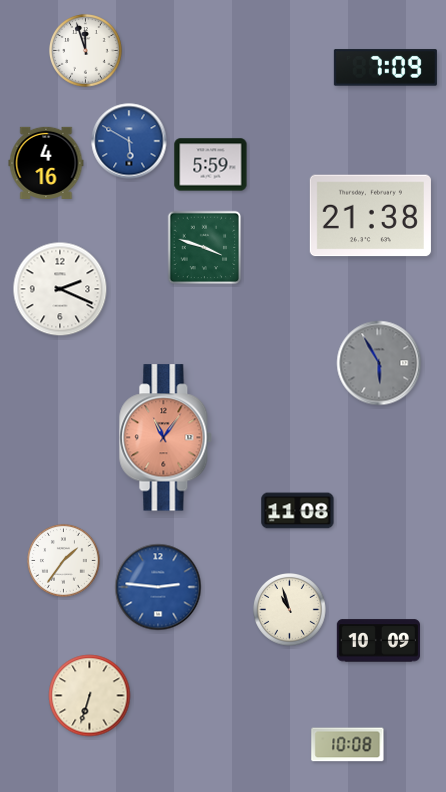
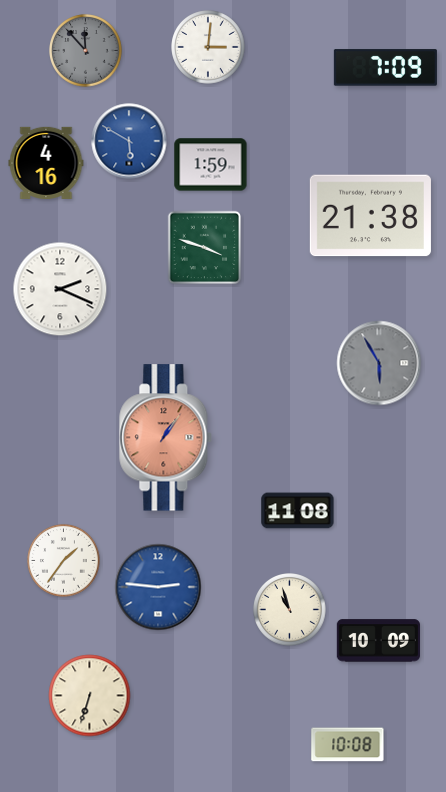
clock at (208, 47): none -> 3:01
clock at (86, 51): 11:57 -> 11:53
clock at (86, 51) dial: white -> grey
clock at (211, 165): 5:59 -> 1:59
clock at (166, 438): 11:06 -> 1:06
